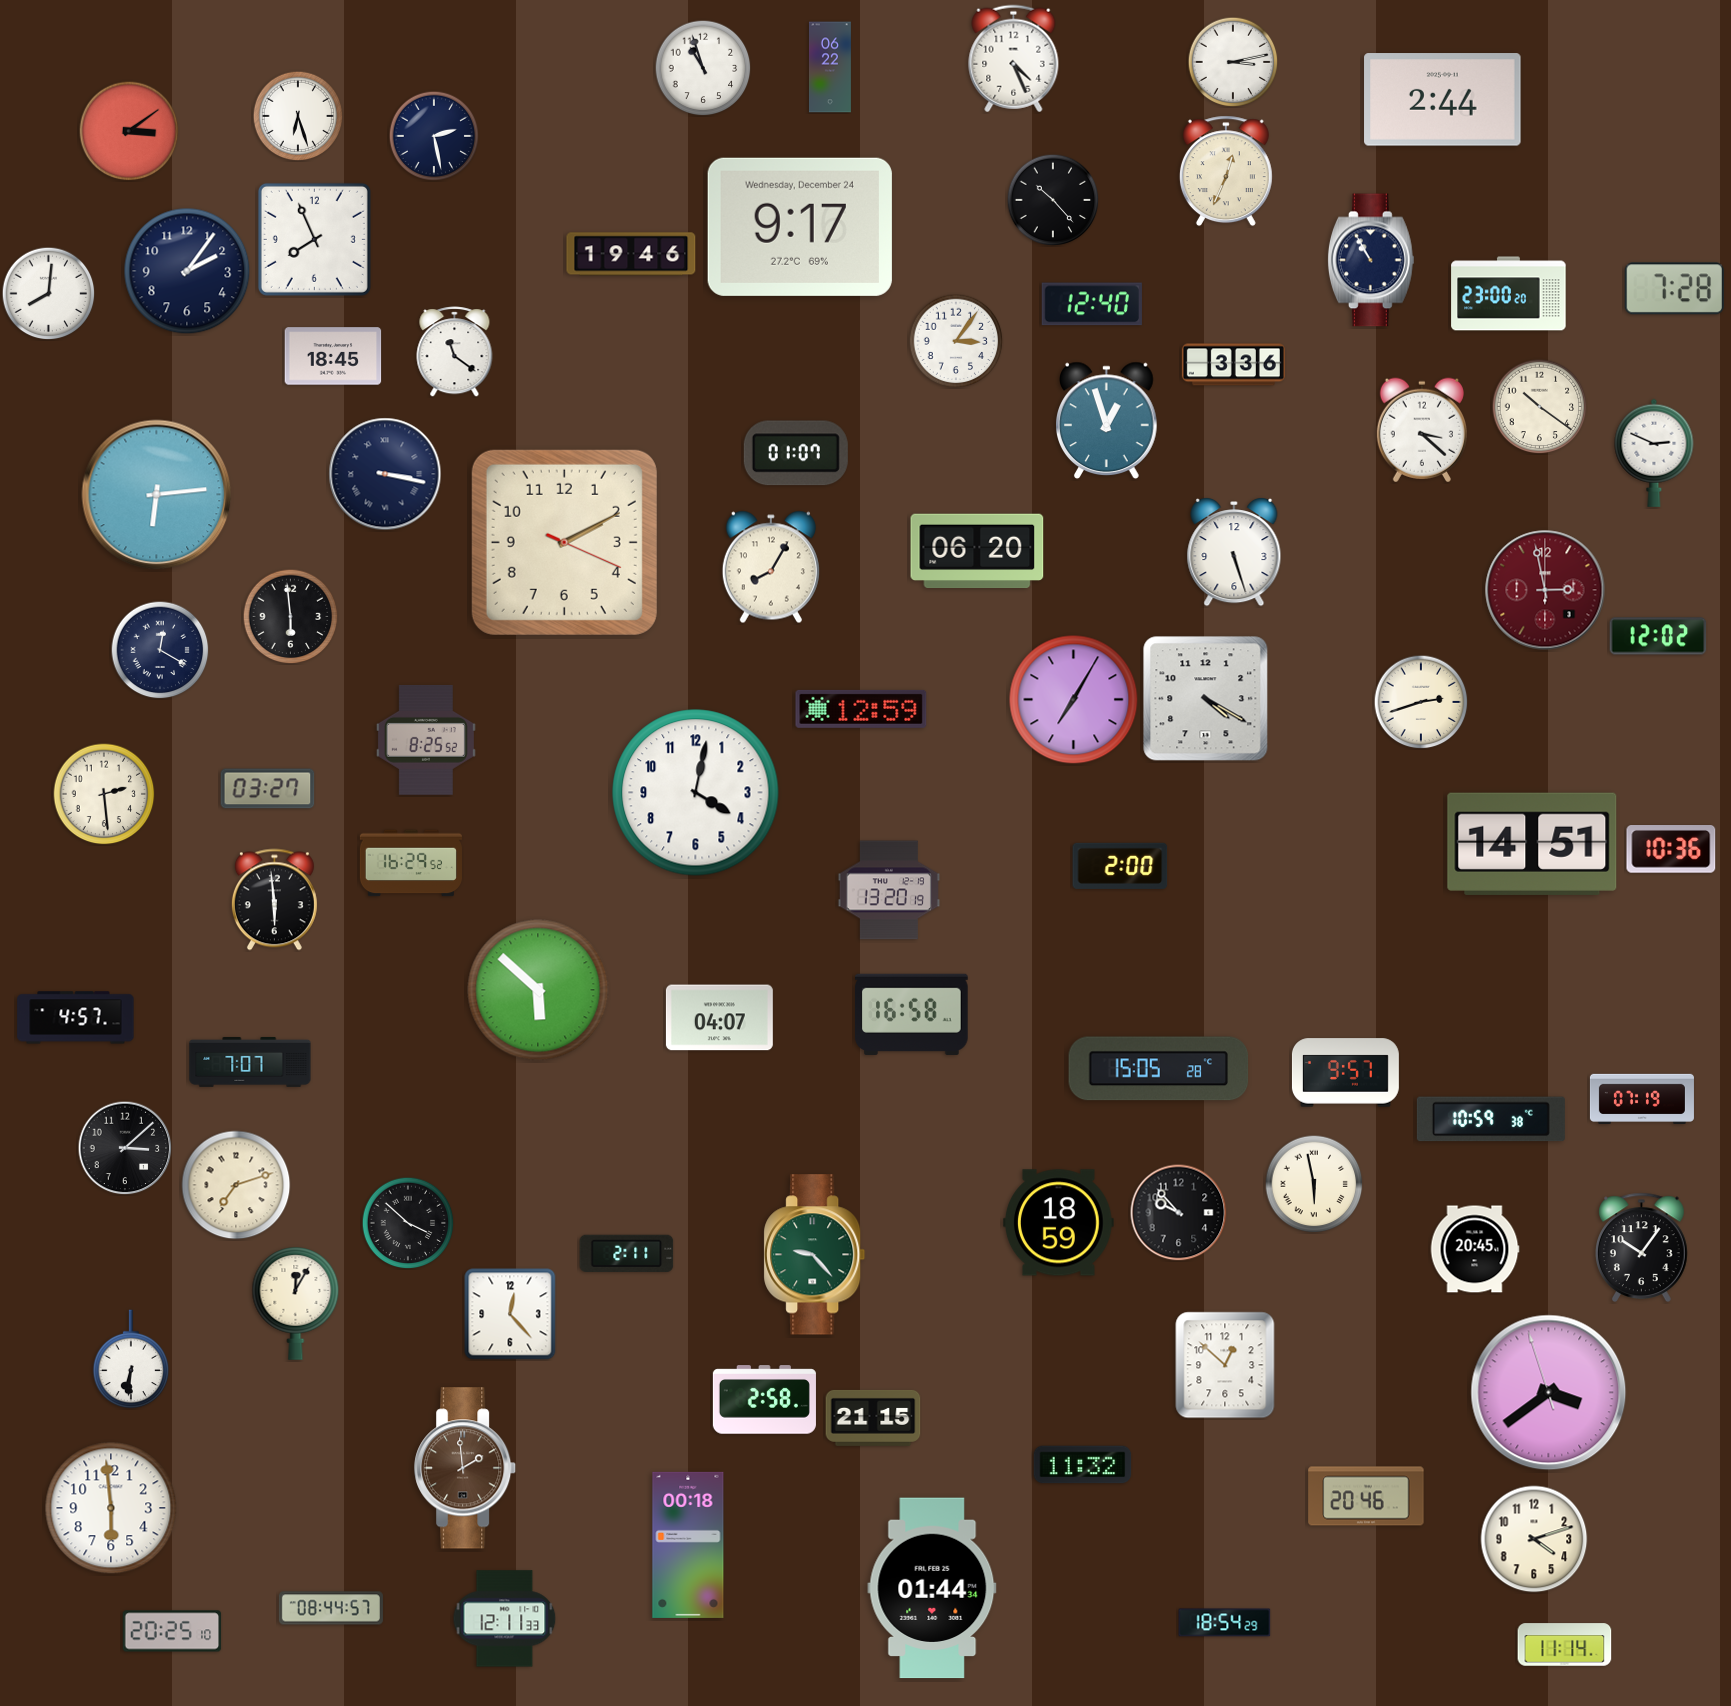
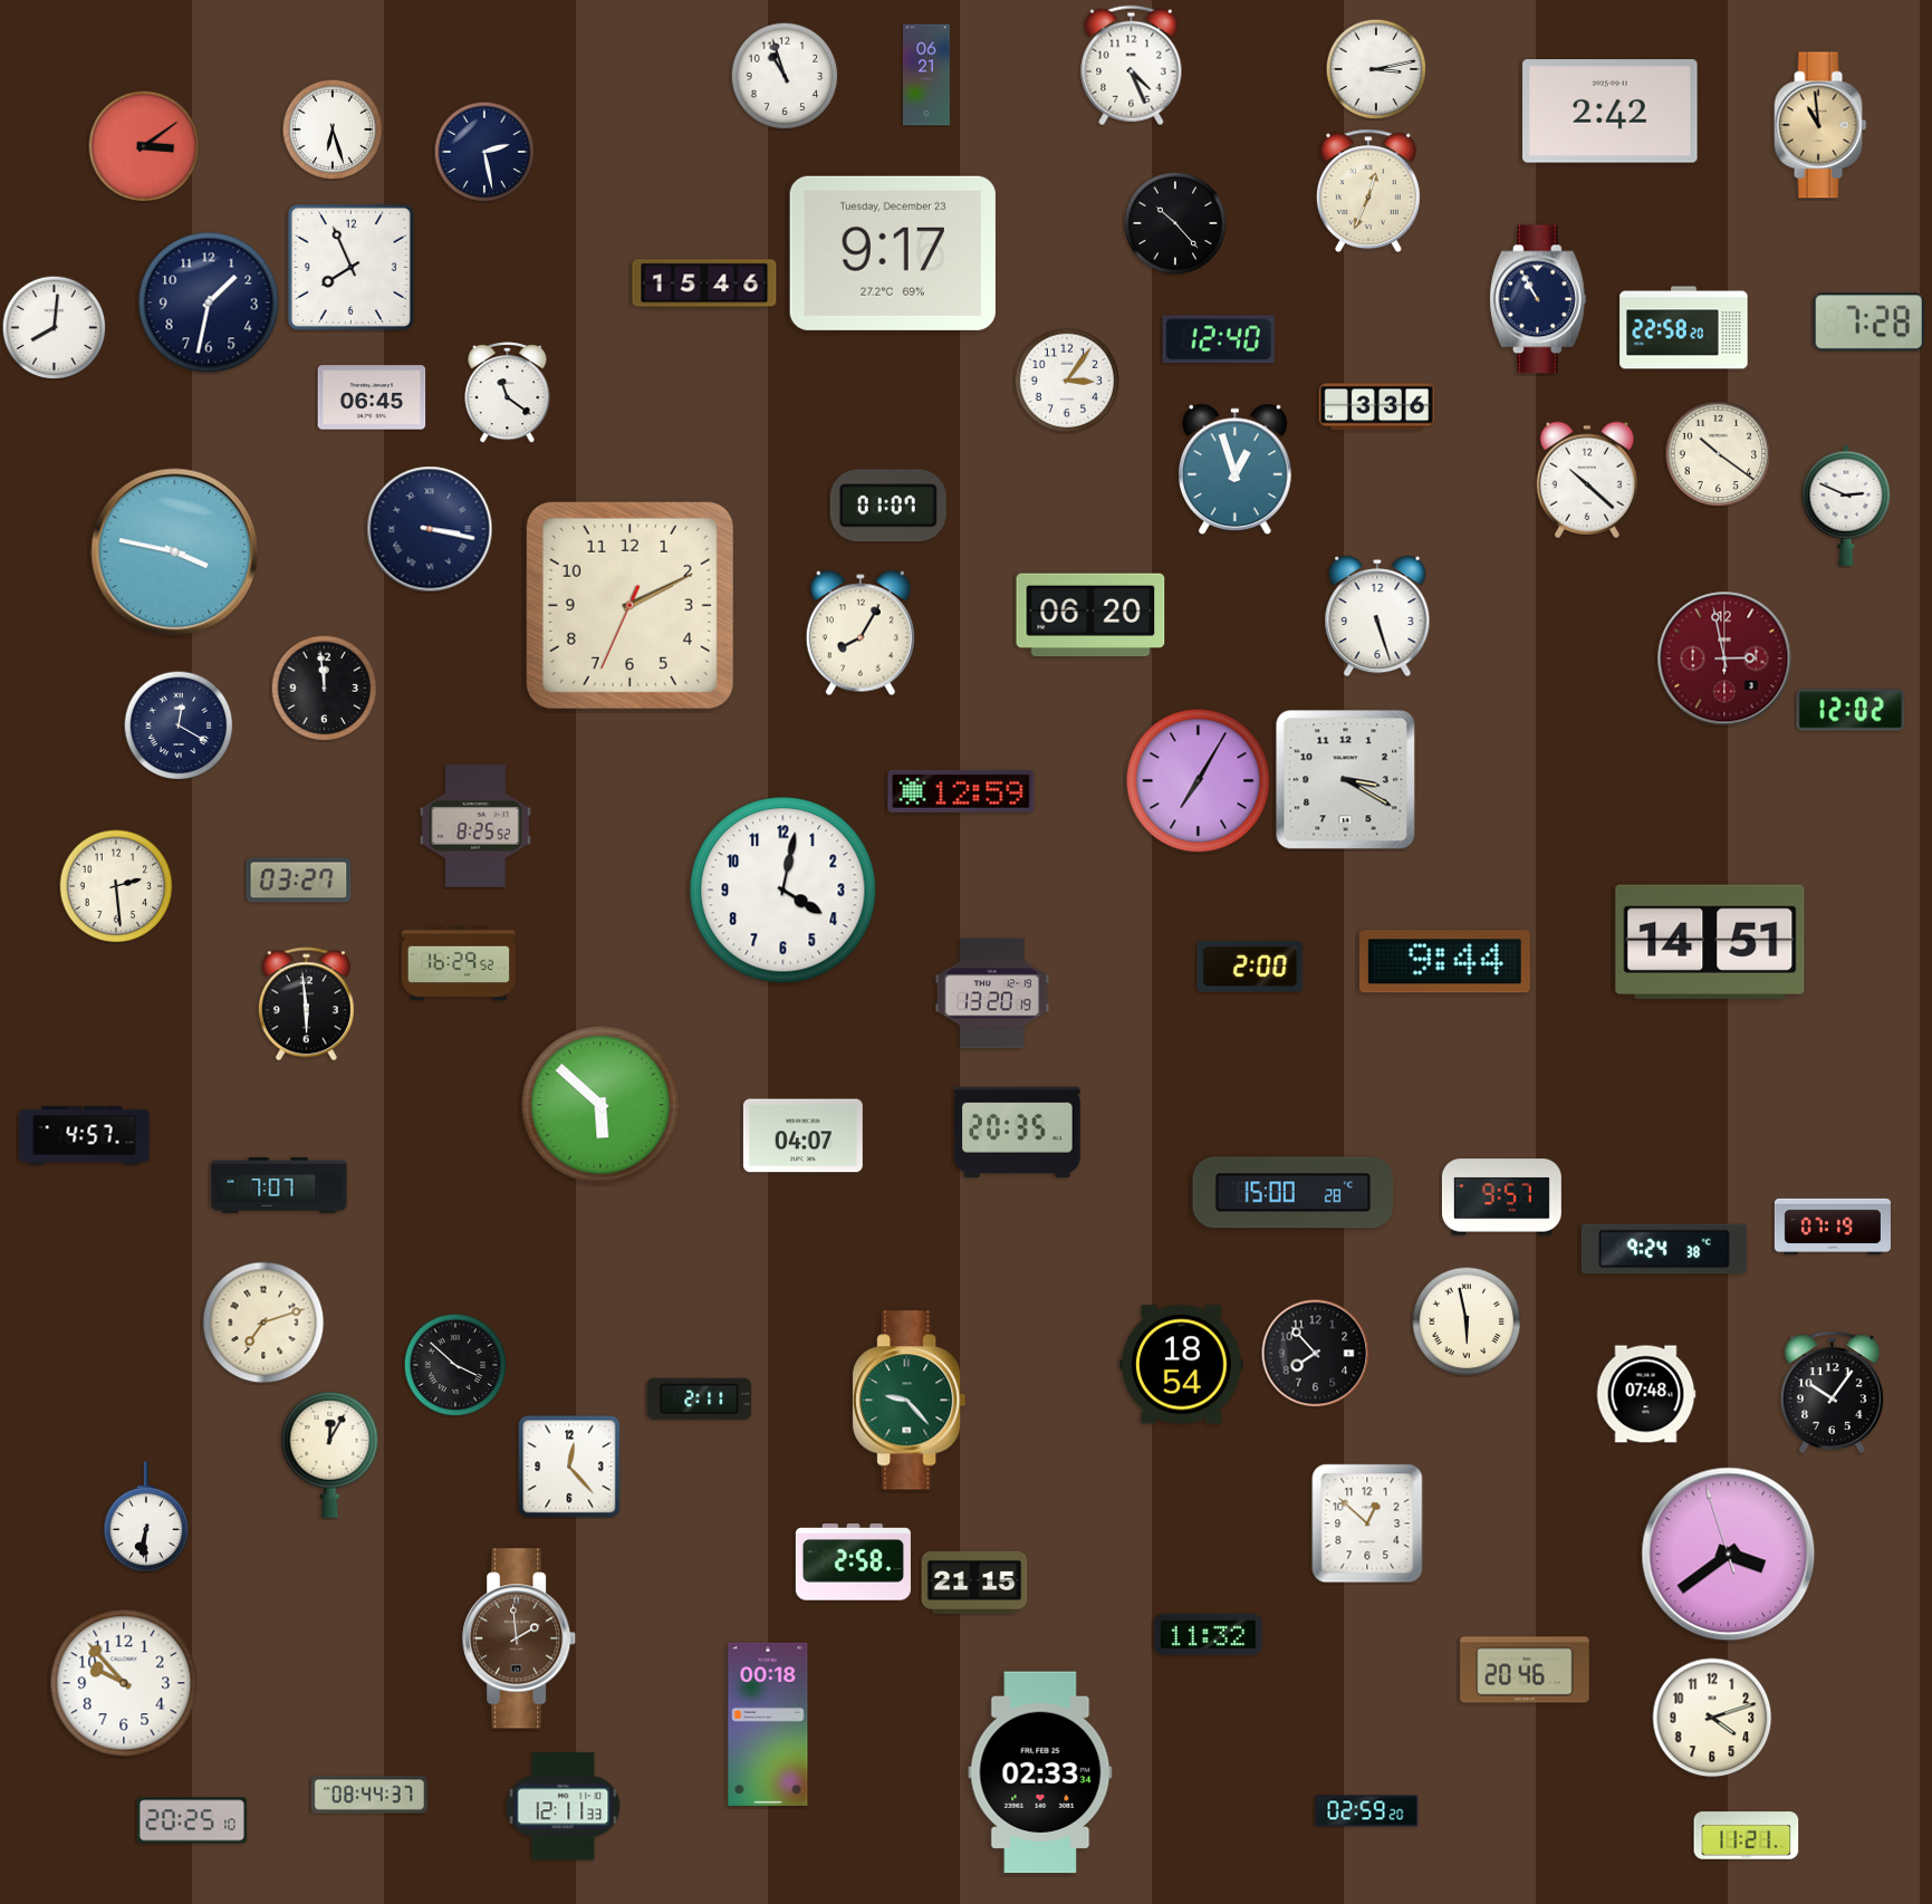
clock at (830, 67): 06:22 -> 06:21
clock at (1443, 100): 2:44 -> 2:42
clock at (1820, 125): none -> 10:59
clock at (800, 227) date: Wednesday, December 24 -> Tuesday, December 23
clock at (631, 254): 19:46 -> 15:46
clock at (1371, 260) position: (1371, 260) -> (1538, 299)
clock at (187, 271): 2:06 -> 1:32
clock at (1509, 294): 23:00 -> 22:58
clock at (333, 356): 18:45 -> 06:45
clock at (1422, 430): 3:22 -> 10:22
clock at (157, 495): 6:14 -> 3:47
clock at (564, 542): 2:10:19 -> 2:10:34
clock at (290, 616): 5:59 -> 11:59
clock at (1206, 699): 4:20 -> 3:20
clock at (1421, 702): 2:42 -> none
clock at (696, 793) position: (696, 793) -> (784, 891)
clock at (1671, 849): 10:36 -> none
clock at (1444, 962): none -> 9:44
clock at (912, 1014): 16:58 -> 20:35
clock at (1159, 1069): 15:05 -> 15:00
clock at (1491, 1119): 10:59 -> 9:24
clock at (125, 1148): 3:08 -> none
clock at (1179, 1213): 9:53 -> 7:53
clock at (1059, 1223): 18:59 -> 18:54
clock at (1475, 1249): 20:45 -> 07:48
clock at (111, 1508): 5:59 -> 9:53
clock at (932, 1588): 01:44 -> 02:33
clock at (331, 1608): 08:44:57 -> 08:44:37
clock at (1225, 1623): 18:54 -> 02:59
clock at (1565, 1645): 11:14 -> 11:21
